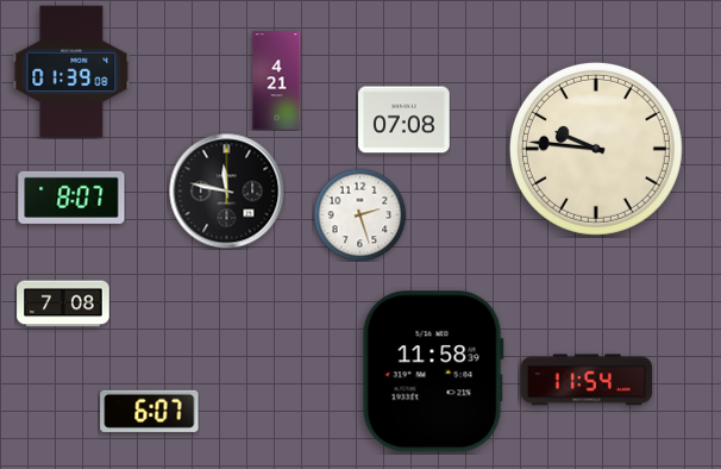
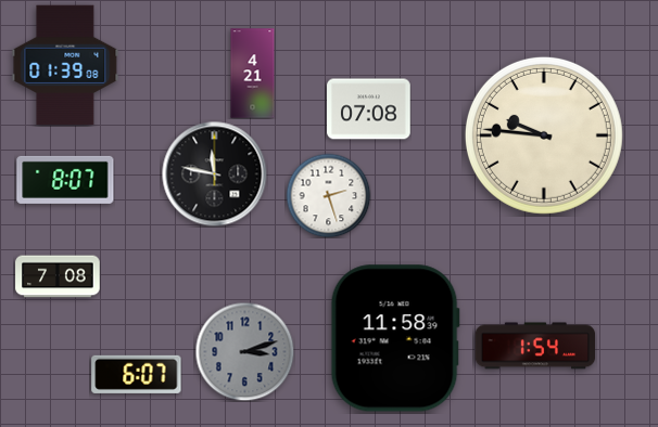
clock at (227, 192) position: (227, 192) -> (215, 174)
clock at (587, 380): 11:54 -> 1:54
clock at (244, 351): none -> 3:12
